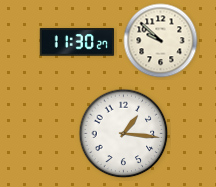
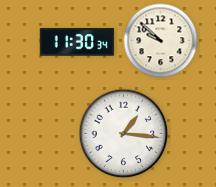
clock at (77, 42): 11:30:27 -> 11:30:34
